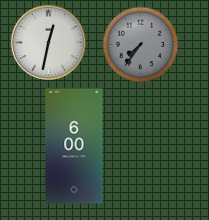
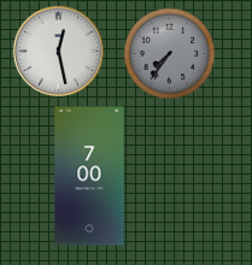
clock at (48, 42): 12:32 -> 12:28
clock at (74, 146): 6:00 -> 7:00
